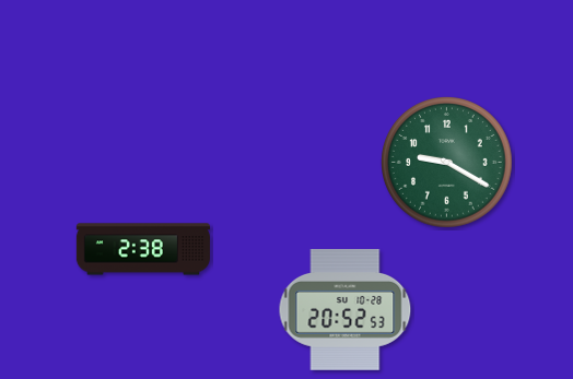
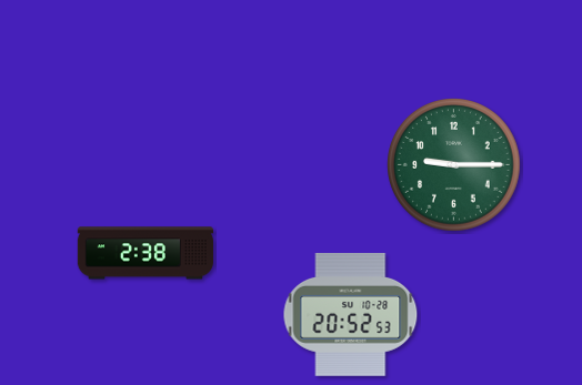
clock at (447, 163): 9:20 -> 9:15
